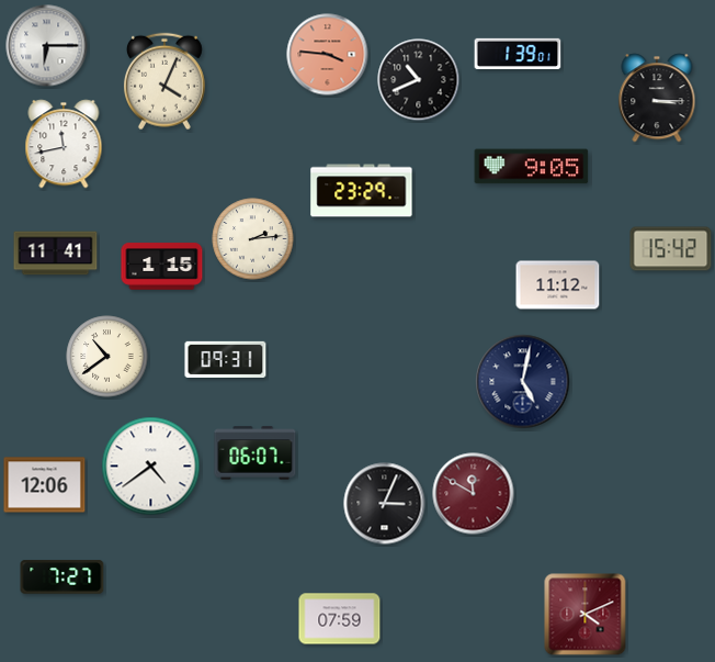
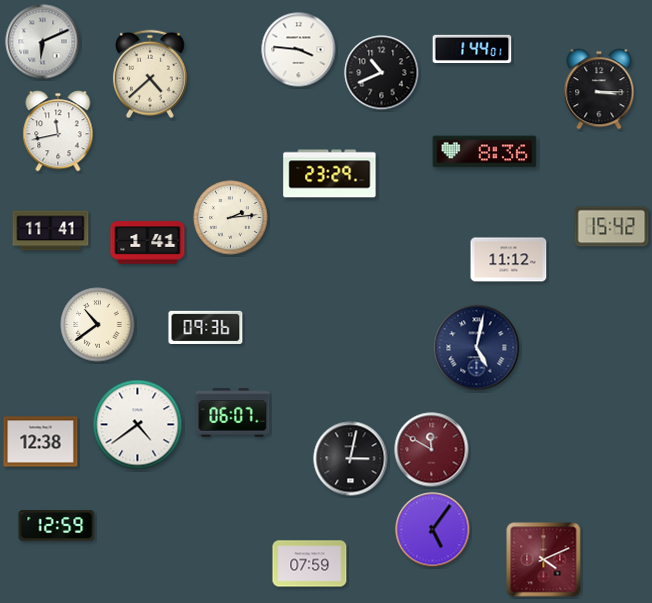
clock at (47, 46): 6:15 -> 6:11
clock at (518, 54): 1:39 -> 1:44
clock at (328, 55) dial: salmon -> white
clock at (164, 81): 4:04 -> 4:38
clock at (532, 167): 9:05 -> 8:36
clock at (162, 267): 1:15 -> 1:41
clock at (226, 359): 09:31 -> 09:36
clock at (45, 485): 12:06 -> 12:38
clock at (385, 504): 3:04 -> 3:02
clock at (63, 577): 7:27 -> 12:59
clock at (433, 530): none -> 5:06
clock at (586, 615) position: (586, 615) -> (544, 560)
